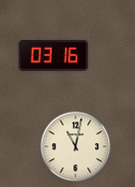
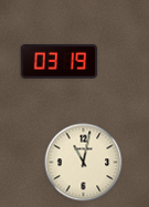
clock at (54, 55): 03:16 -> 03:19
